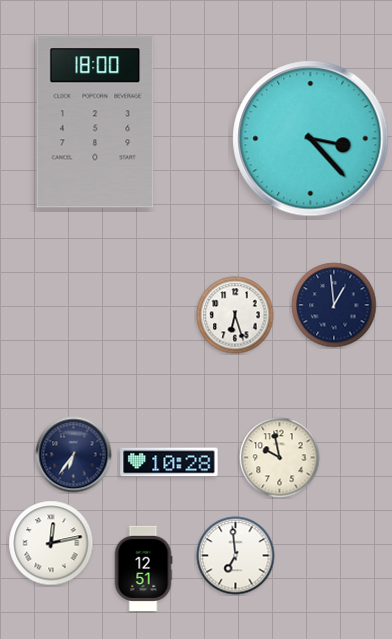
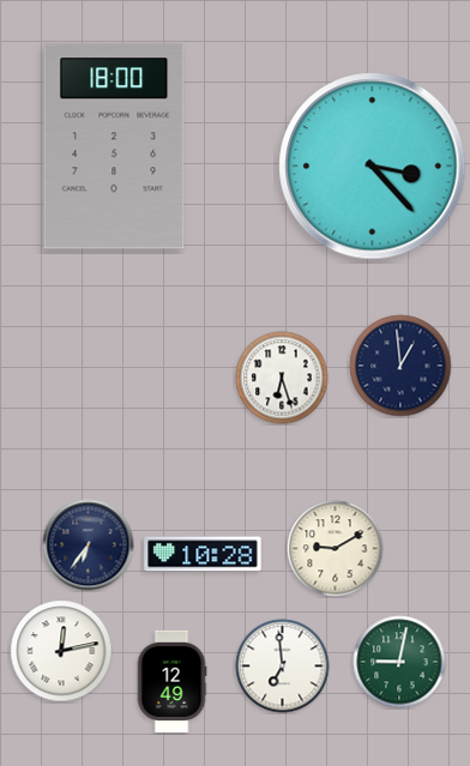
clock at (280, 458): 9:58 -> 9:10
clock at (399, 662): none -> 9:02
clock at (143, 568): 12:51 -> 12:49
